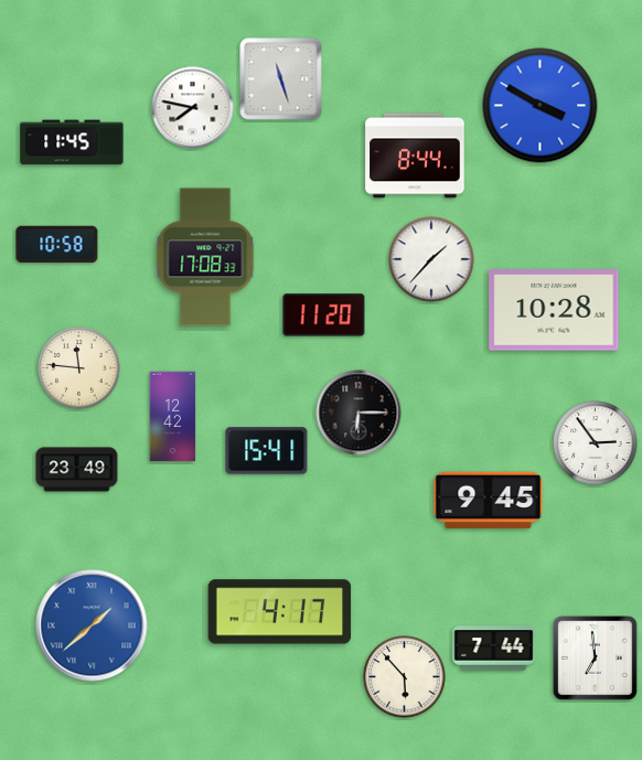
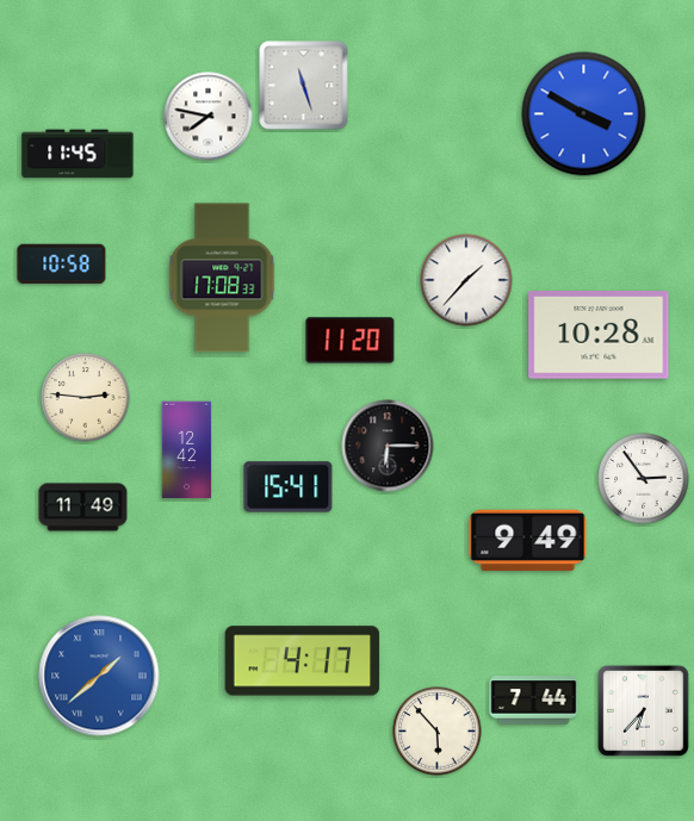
clock at (415, 156): 8:44 -> none
clock at (79, 368): 11:46 -> 2:46
clock at (77, 470): 23:49 -> 11:49
clock at (489, 501): 9:45 -> 9:49
clock at (596, 659): 6:59 -> 6:37
